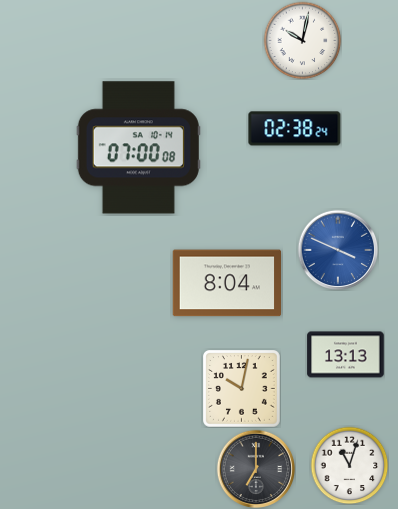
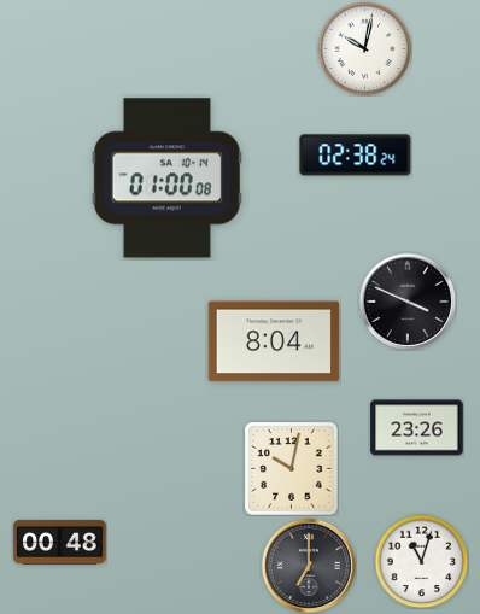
clock at (138, 148): 07:00 -> 01:00
clock at (338, 250) dial: blue -> black
clock at (346, 355): 13:13 -> 23:26
clock at (60, 542): none -> 00:48
